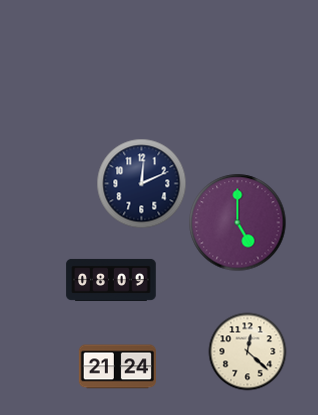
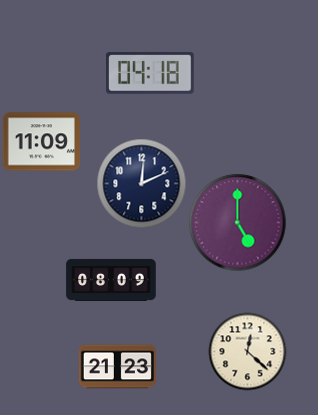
clock at (151, 73): none -> 04:18
clock at (41, 142): none -> 11:09
clock at (117, 367): 21:24 -> 21:23
